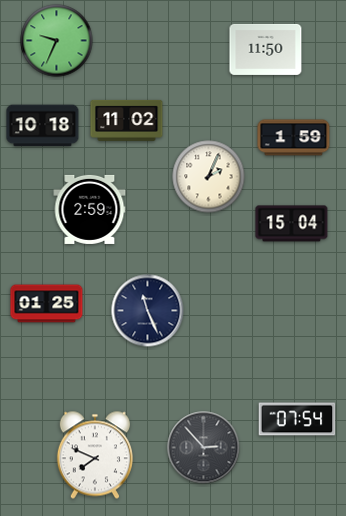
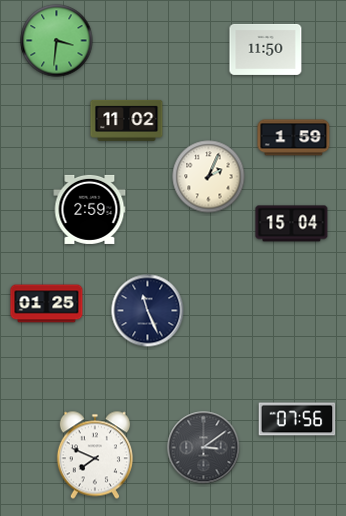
clock at (57, 41): 9:34 -> 3:31
clock at (43, 126): 10:18 -> none
clock at (297, 419): 07:54 -> 07:56
clock at (204, 448): 2:53 -> 3:09
